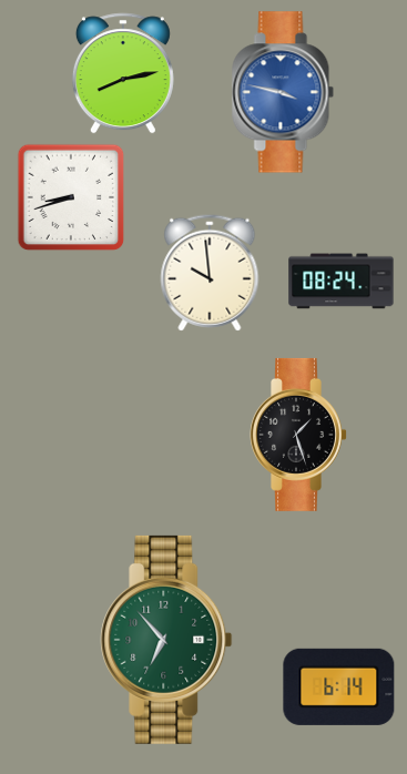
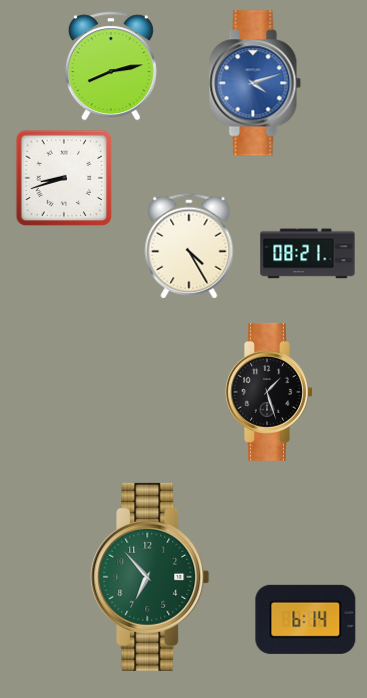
clock at (283, 92): 3:47 -> 4:12
clock at (210, 273): 9:59 -> 4:25
clock at (342, 282): 08:24 -> 08:21
